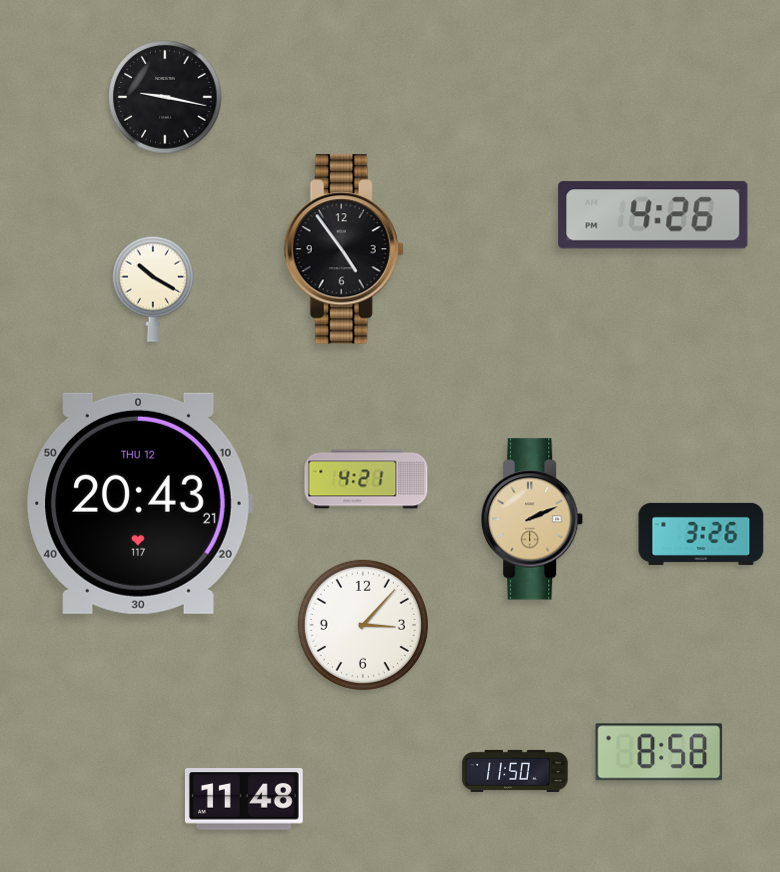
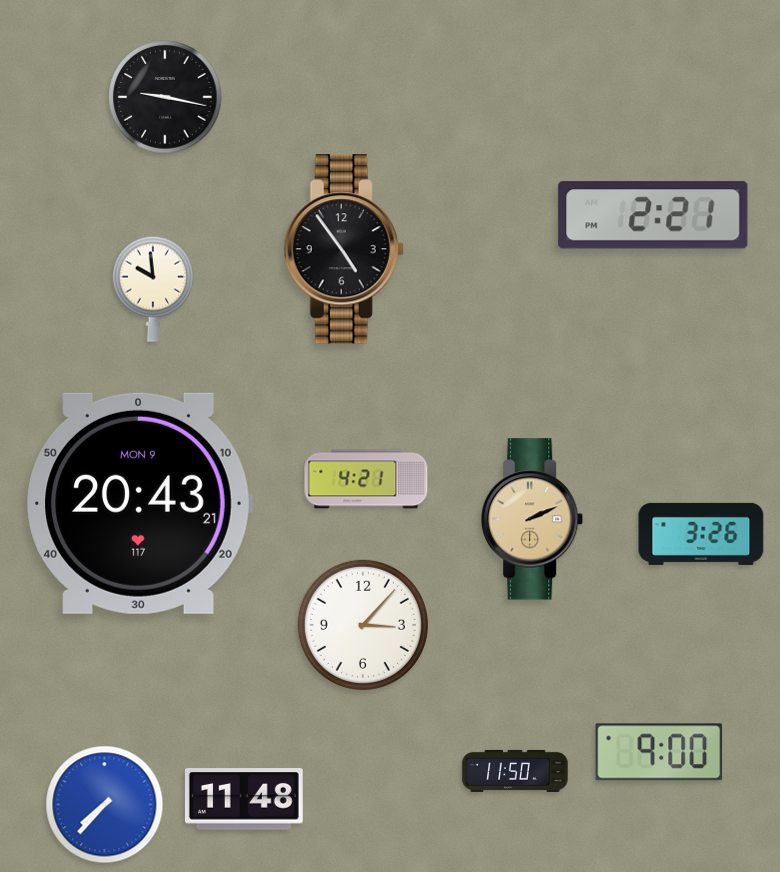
clock at (653, 215): 4:26 -> 2:21
clock at (153, 289): 10:20 -> 9:59
clock at (139, 503) date: THU 12 -> MON 9
clock at (659, 752): 8:58 -> 9:00
clock at (105, 805): none -> 7:37
